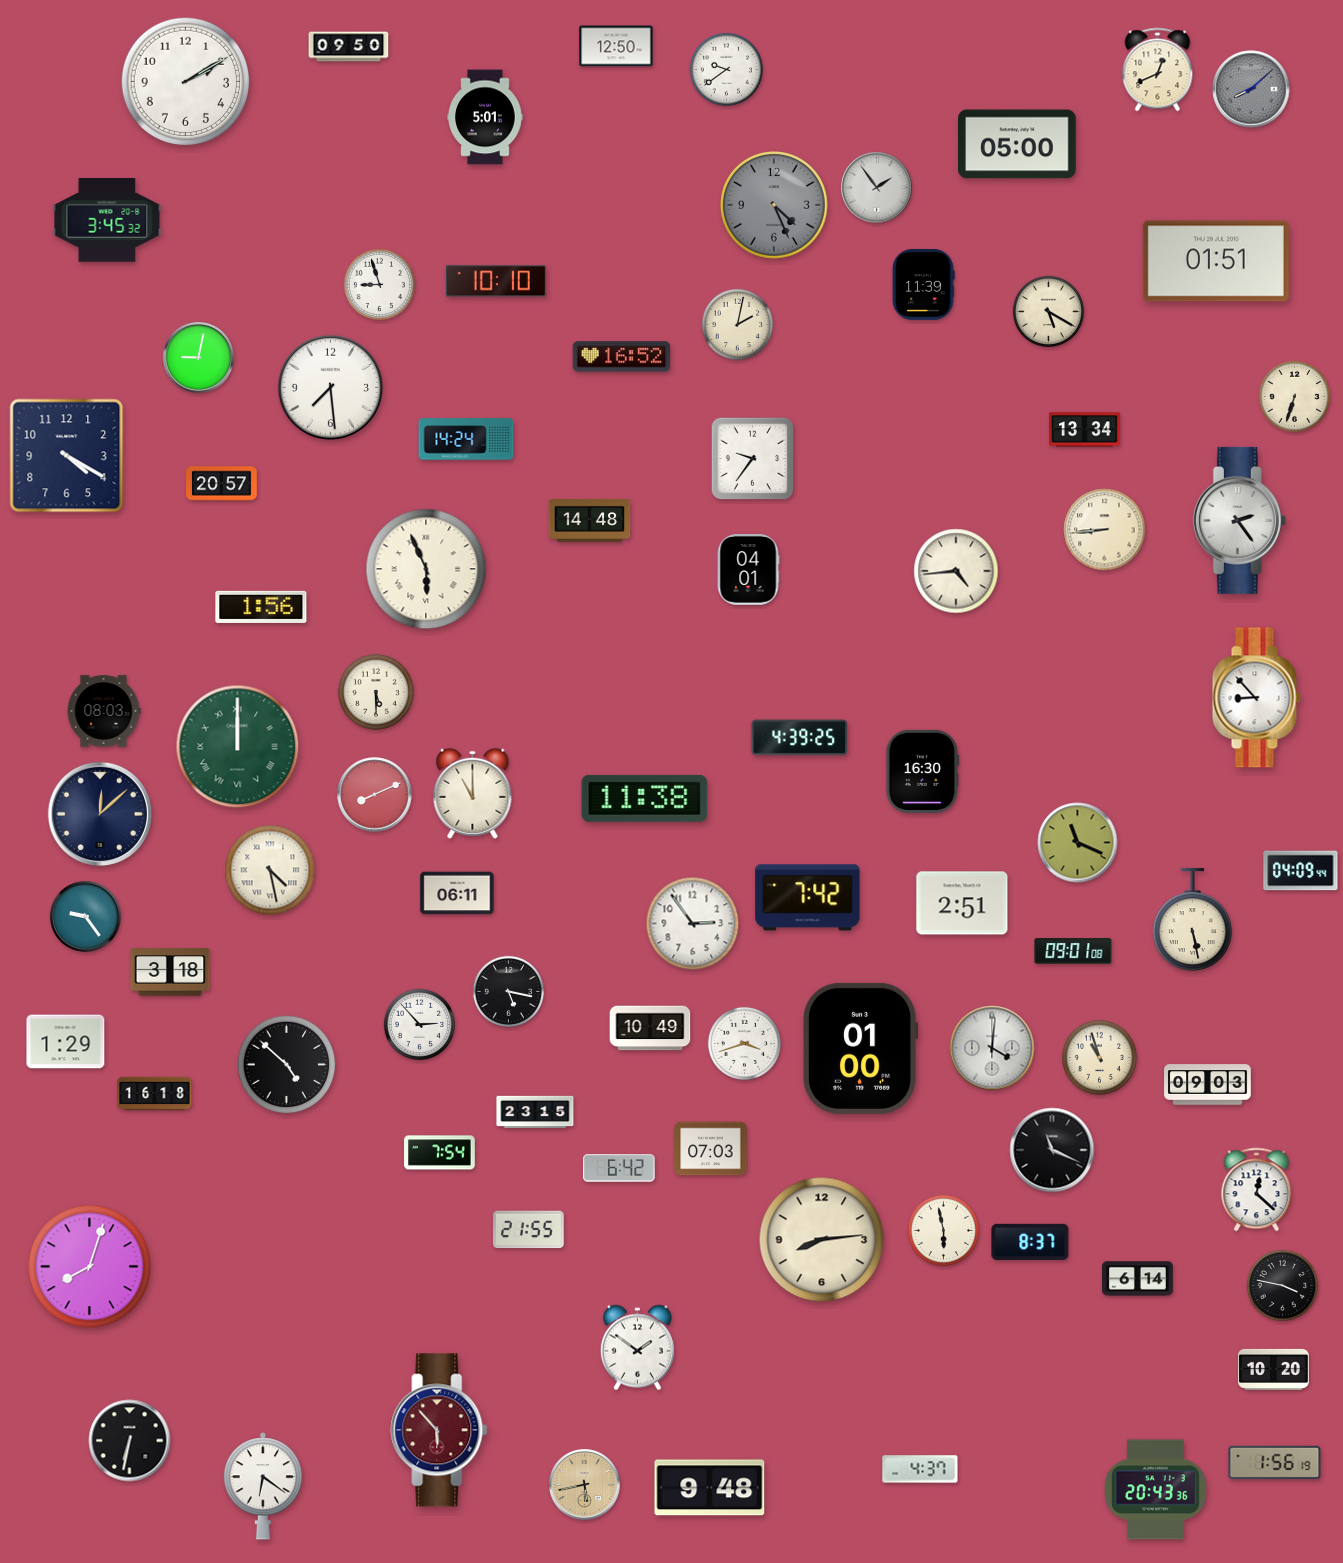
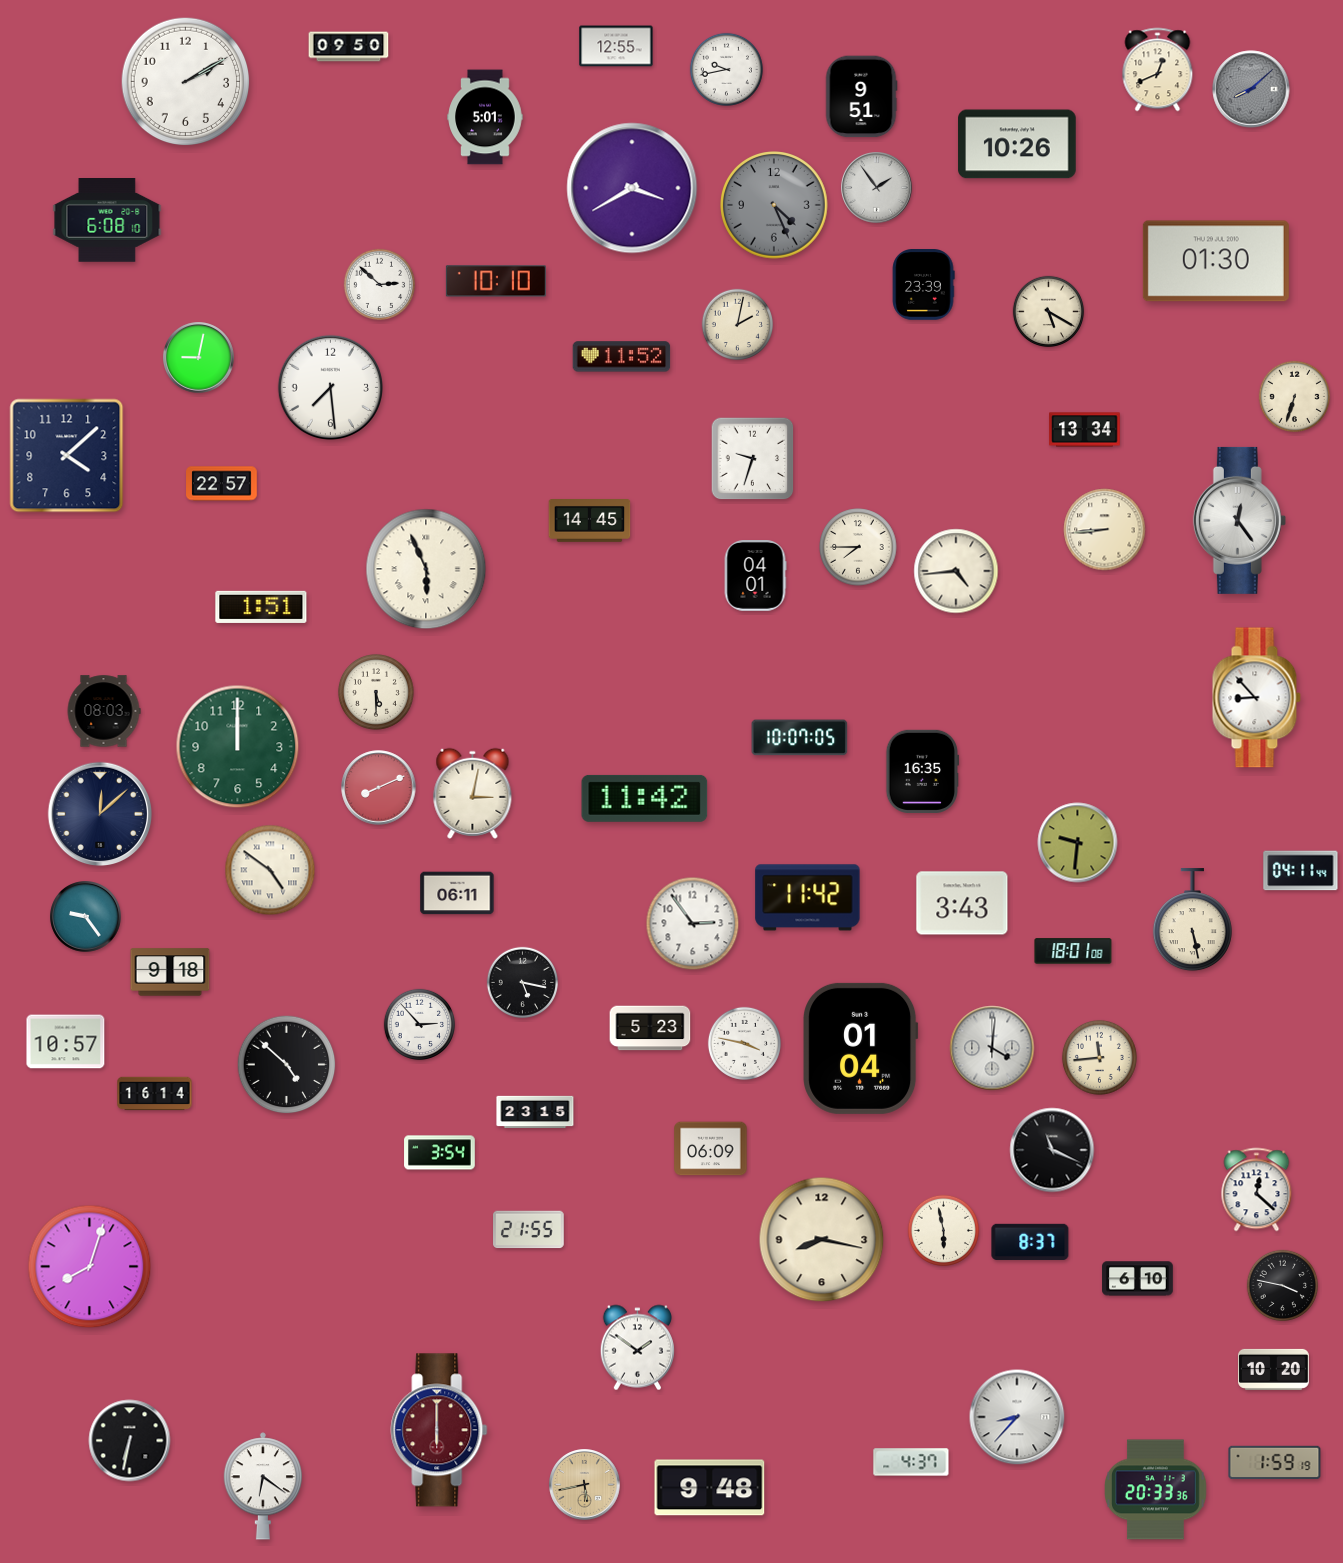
clock at (616, 46): 12:50 -> 12:55
clock at (726, 69): 9:39 -> 9:43
clock at (861, 97): none -> 9:51
clock at (1017, 144): 05:00 -> 10:26
clock at (632, 188): none -> 3:40
clock at (107, 221): 3:45 -> 6:08
clock at (1216, 261): 01:51 -> 01:30
clock at (380, 285): 8:57 -> 2:52
clock at (923, 285): 11:39 -> 23:39
clock at (622, 357): 16:52 -> 11:52
clock at (466, 439): 14:24 -> none
clock at (67, 456): 4:20 -> 4:08
clock at (753, 459): 9:36 -> 9:33
clock at (222, 484): 20:57 -> 22:57
clock at (1239, 520): 2:24 -> 12:24
clock at (590, 521): 14:48 -> 14:45
clock at (858, 547): none -> 7:45
clock at (748, 570) position: (748, 570) -> (755, 576)
clock at (261, 607): 1:56 -> 1:51
clock at (800, 738): 4:39 -> 10:07
clock at (238, 747) numerals: Roman -> Arabic
clock at (923, 771): 16:30 -> 16:35
clock at (473, 793): 11:00 -> 3:02
clock at (375, 795) position: (375, 795) -> (379, 788)
clock at (645, 798): 11:38 -> 11:42
clock at (1078, 843): 11:19 -> 9:31
clock at (270, 870): 4:28 -> 4:51
clock at (1301, 871): 04:09 -> 04:11
clock at (808, 898): 7:42 -> 11:42
clock at (962, 903): 2:51 -> 3:43
clock at (1073, 951): 09:01 -> 18:01
clock at (170, 972): 3:18 -> 9:18
clock at (509, 992) position: (509, 992) -> (523, 983)
clock at (650, 1028): 10:49 -> 5:23
clock at (66, 1042): 1:29 -> 10:57
clock at (744, 1043): 3:42 -> 3:47
clock at (861, 1048): 01:00 -> 01:04
clock at (1099, 1057): 10:57 -> 11:44
clock at (1208, 1085): 09:03 -> none
clock at (155, 1094): 16:18 -> 16:14
clock at (711, 1149): 07:03 -> 06:09
clock at (440, 1153): 7:54 -> 3:54
clock at (619, 1168): 6:42 -> none
clock at (822, 1240): 8:14 -> 8:17
clock at (1138, 1279): 6:14 -> 6:10
clock at (1017, 1417): none -> 8:37
clock at (439, 1430): 5:53 -> 6:00
clock at (1275, 1463): 1:56 -> 1:59
clock at (920, 1469) position: (920, 1469) -> (911, 1462)
clock at (1156, 1490): 20:43 -> 20:33
